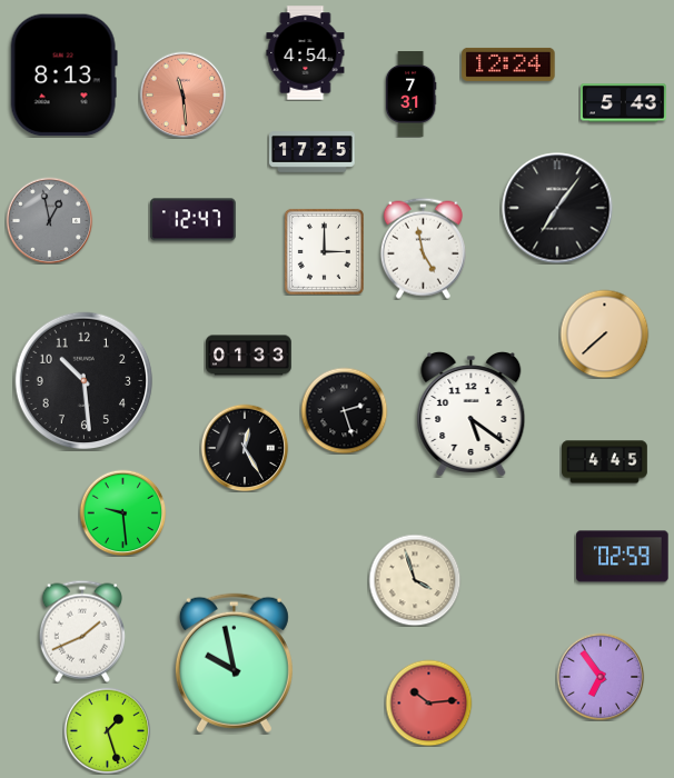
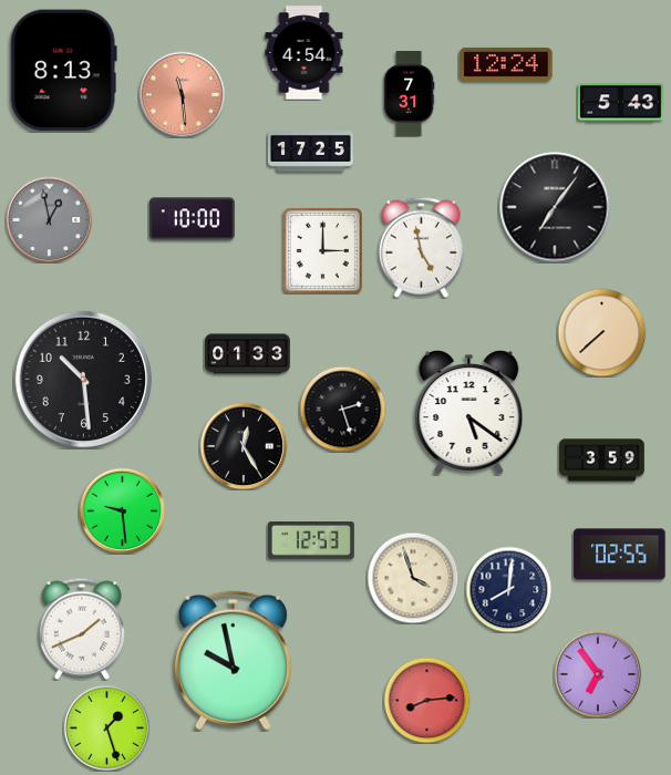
clock at (63, 76) position: (63, 76) -> (63, 71)
clock at (192, 220): 12:47 -> 10:00
clock at (605, 462): 4:45 -> 3:59
clock at (312, 541): none -> 12:53
clock at (623, 557): 02:59 -> 02:55
clock at (508, 589): none -> 8:01
clock at (428, 702): 10:14 -> 8:14
